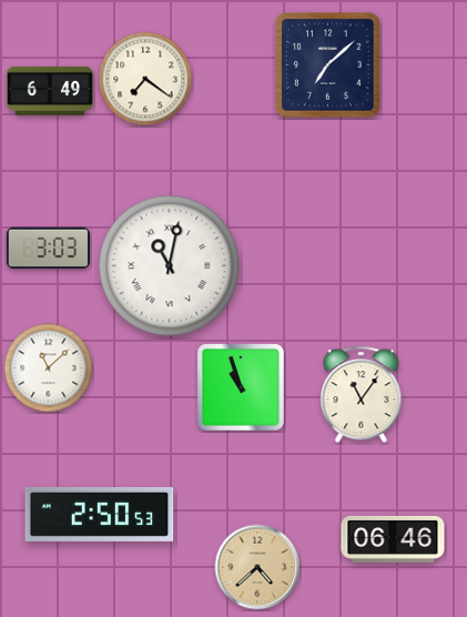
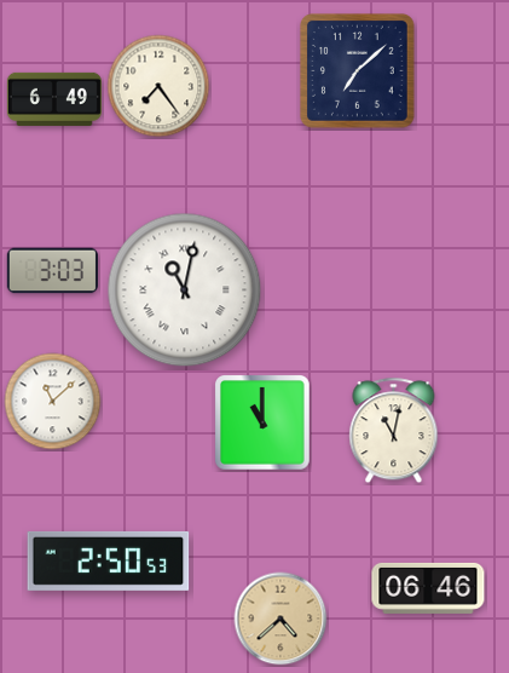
clock at (145, 79): 7:21 -> 7:24
clock at (241, 387): 10:57 -> 11:00
clock at (362, 395): 11:06 -> 11:02
